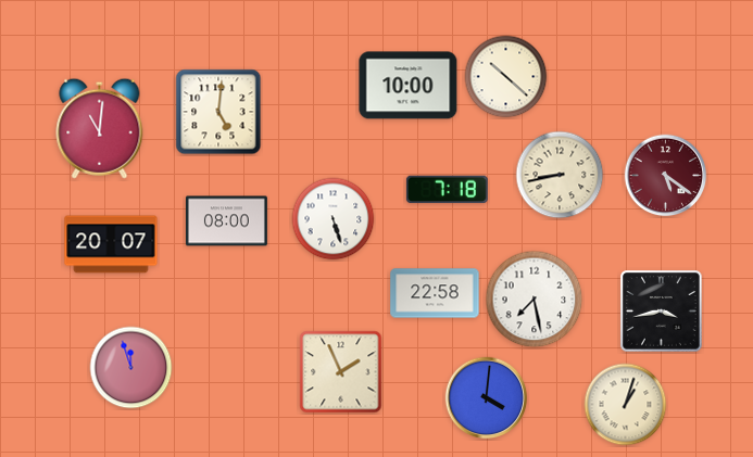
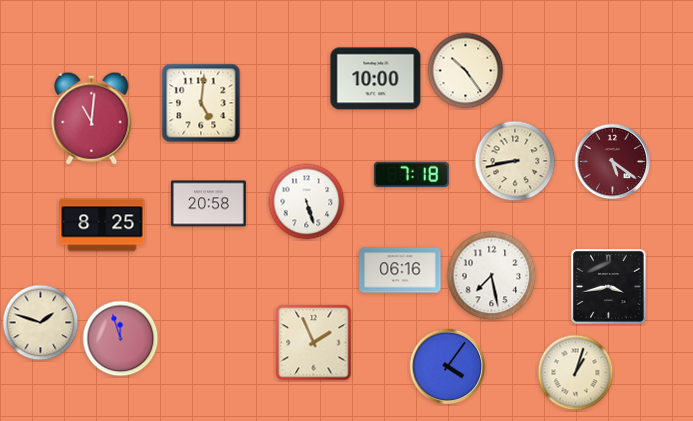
clock at (506, 77): 10:22 -> 10:24
clock at (226, 221): 08:00 -> 20:58
clock at (111, 244): 20:07 -> 8:25
clock at (435, 293): 22:58 -> 06:16
clock at (41, 323): none -> 1:48
clock at (487, 398): 4:01 -> 4:06
